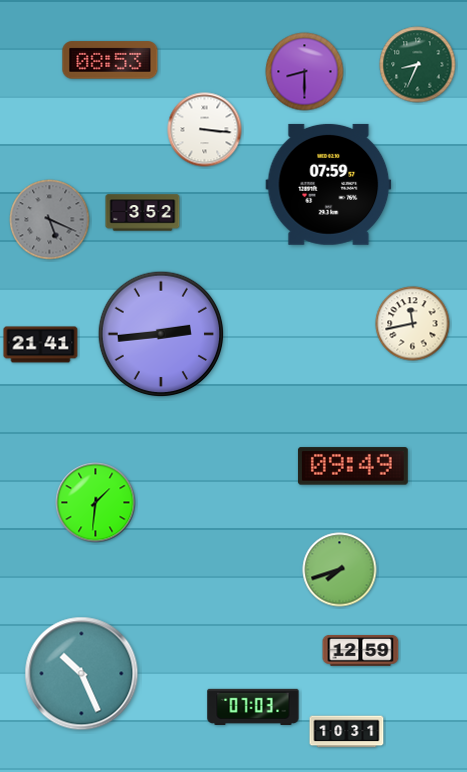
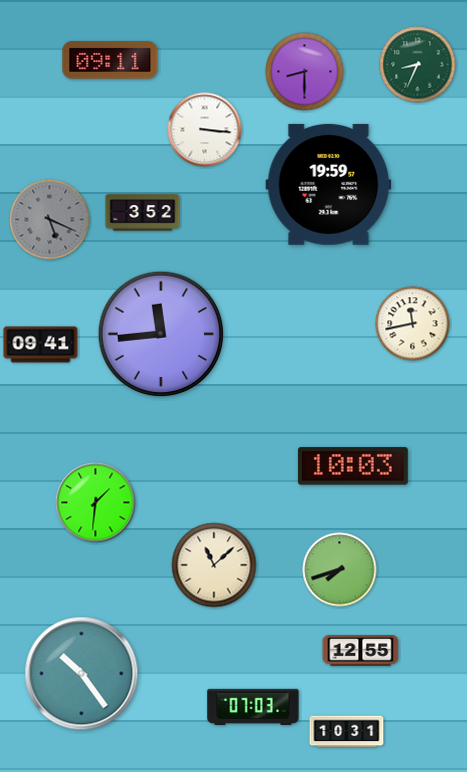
clock at (110, 60): 08:53 -> 09:11
clock at (329, 184): 07:59 -> 19:59
clock at (161, 334): 2:44 -> 11:44
clock at (41, 345): 21:41 -> 09:41
clock at (353, 466): 09:49 -> 10:03
clock at (214, 565): none -> 11:08
clock at (361, 651): 12:59 -> 12:55
clock at (82, 674): 10:26 -> 10:24
